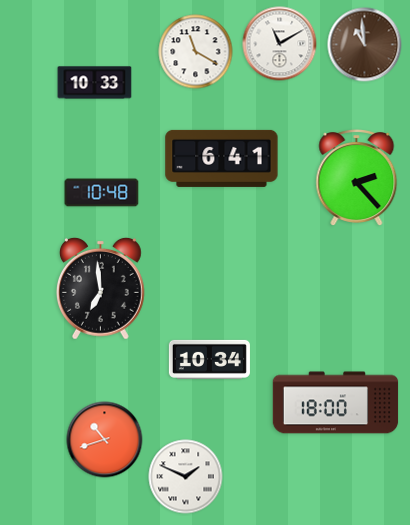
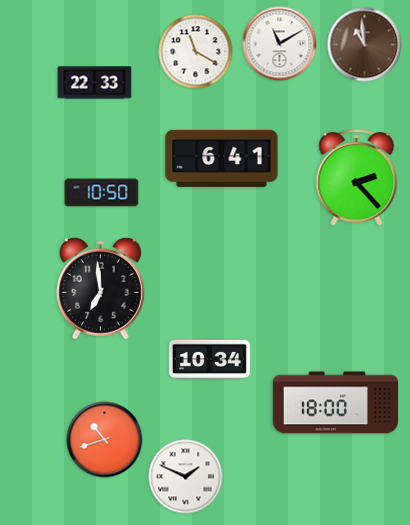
clock at (95, 83): 10:33 -> 22:33
clock at (102, 193): 10:48 -> 10:50
